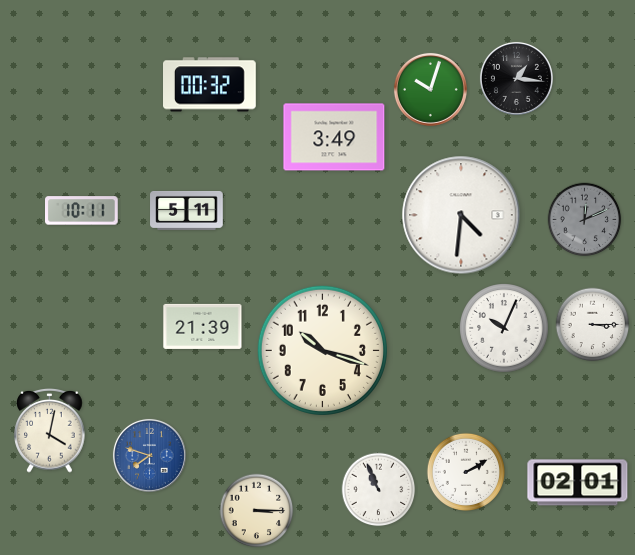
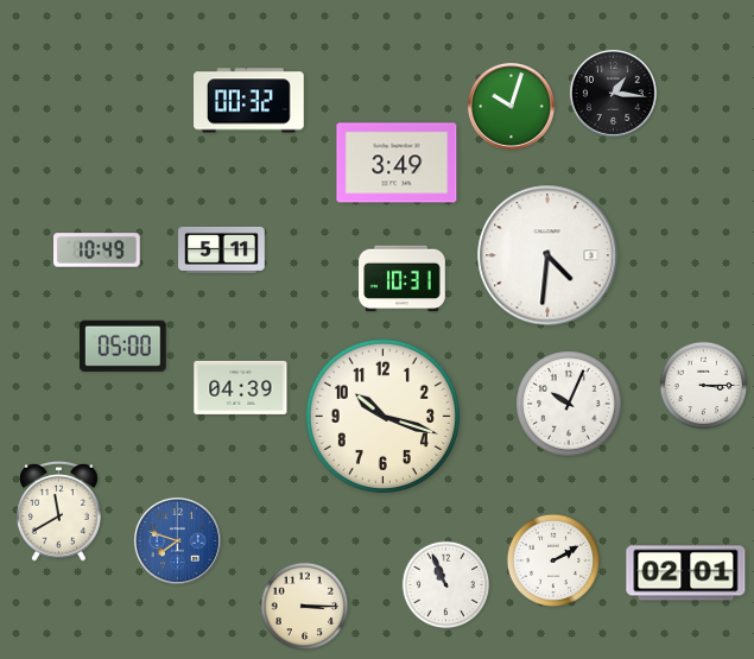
clock at (82, 211): 10:11 -> 10:49
clock at (585, 220): 12:11 -> none
clock at (403, 279): none -> 10:31
clock at (122, 346): none -> 05:00
clock at (203, 326): 21:39 -> 04:39
clock at (504, 328) position: (504, 328) -> (569, 404)
clock at (50, 430): 4:02 -> 11:40
clock at (379, 490) position: (379, 490) -> (446, 585)
